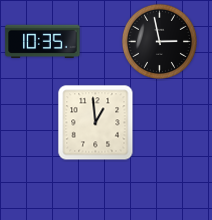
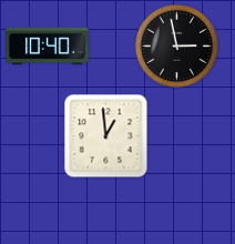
clock at (43, 42): 10:35 -> 10:40
